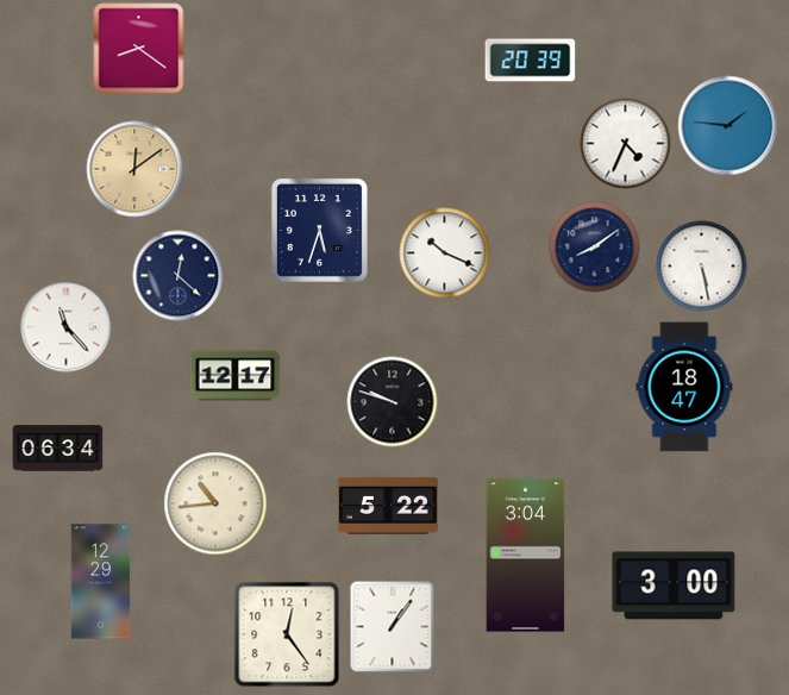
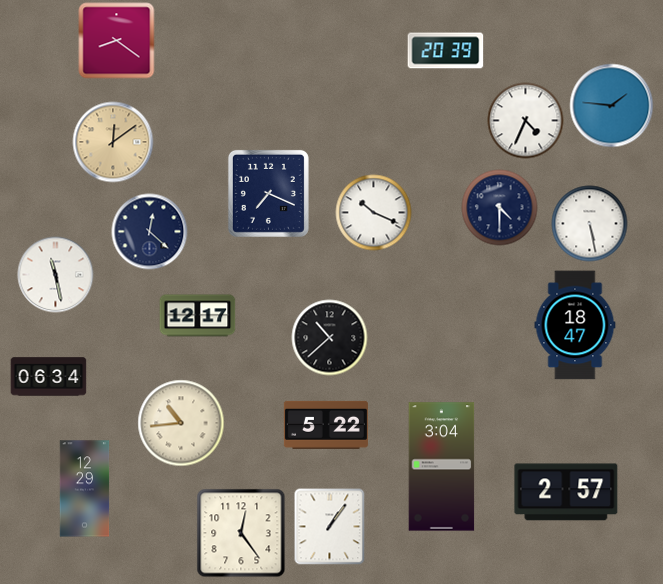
clock at (319, 230): 5:33 -> 7:19
clock at (595, 248): 8:09 -> 4:30
clock at (67, 327): 11:23 -> 11:28
clock at (393, 402): 9:48 -> 10:38
clock at (674, 586): 3:00 -> 2:57
